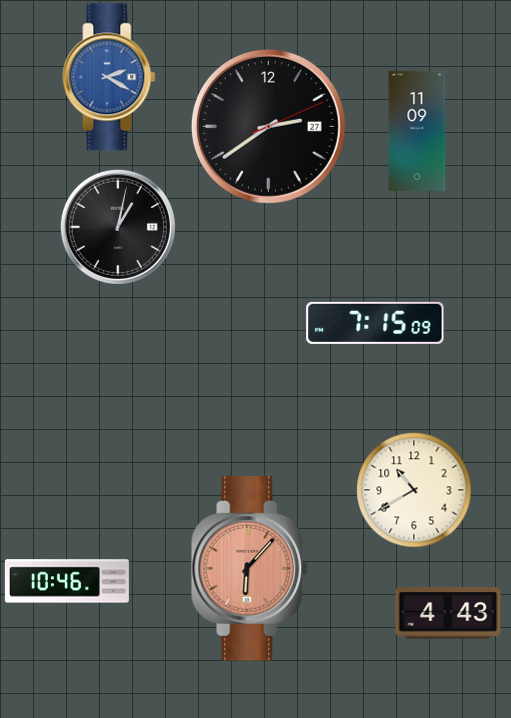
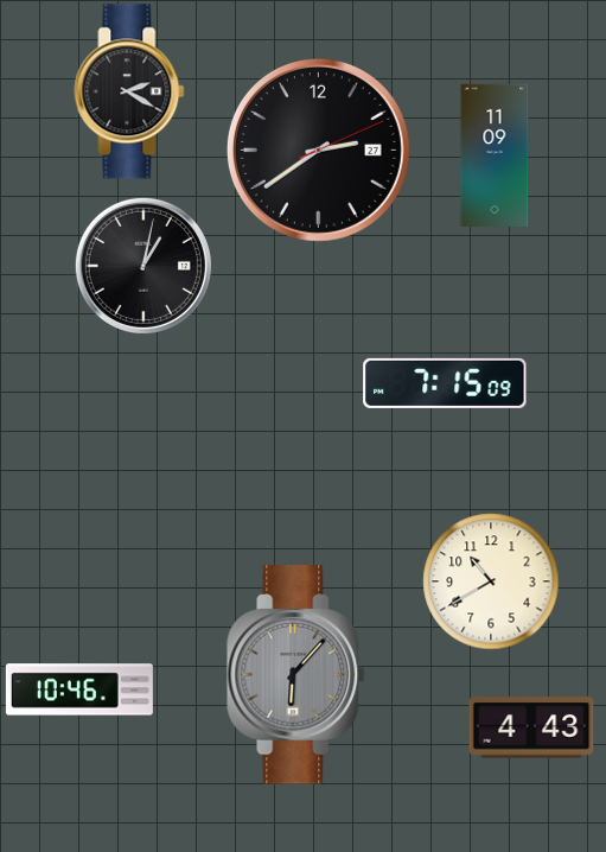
clock at (109, 77) dial: blue -> black
clock at (118, 227) position: (118, 227) -> (143, 266)
clock at (250, 569) dial: salmon -> grey
